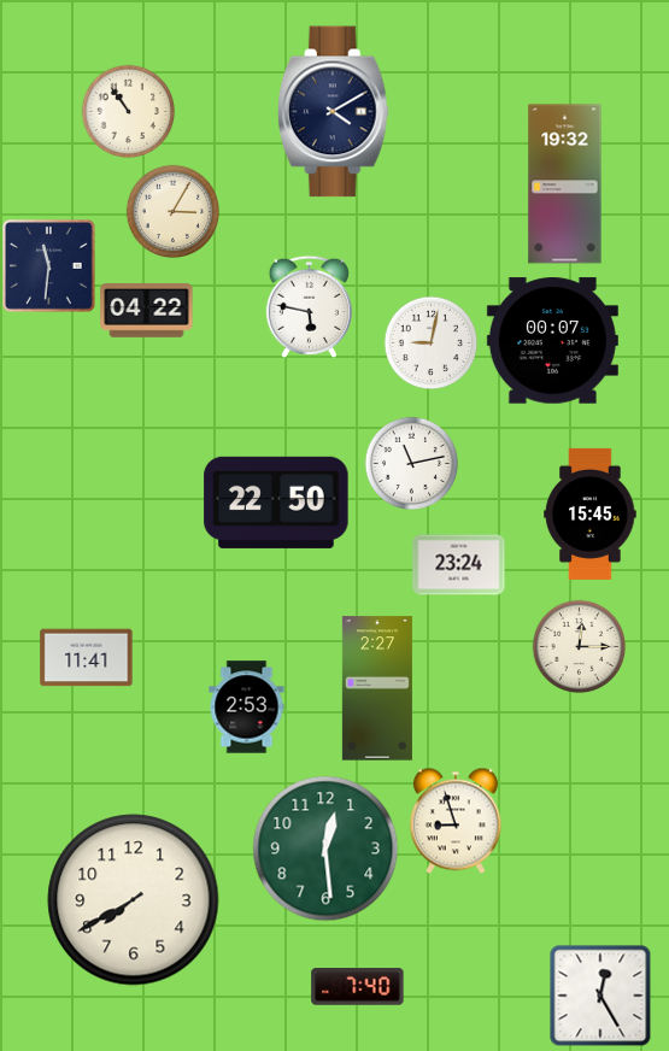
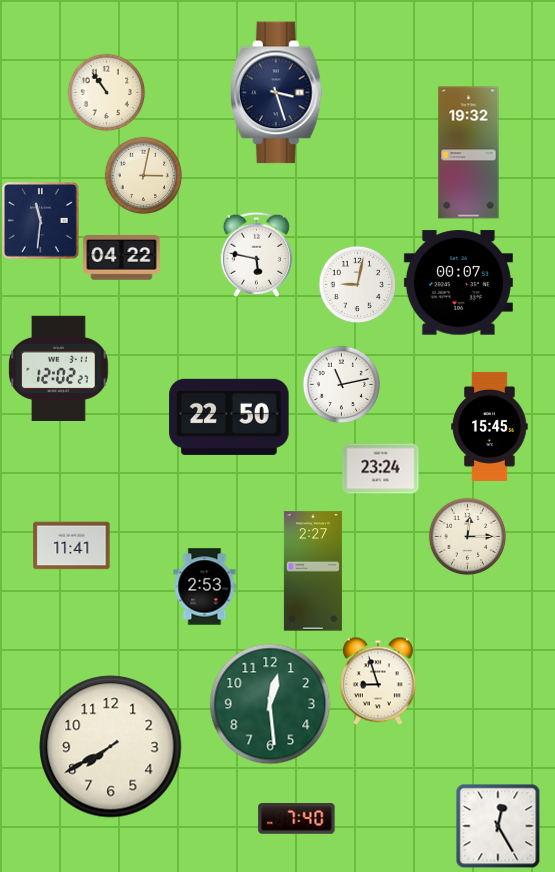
clock at (333, 112): 4:10 -> 3:27
clock at (172, 211): 3:05 -> 3:02
clock at (59, 368): none -> 12:02
clock at (579, 646) position: (579, 646) -> (467, 536)
